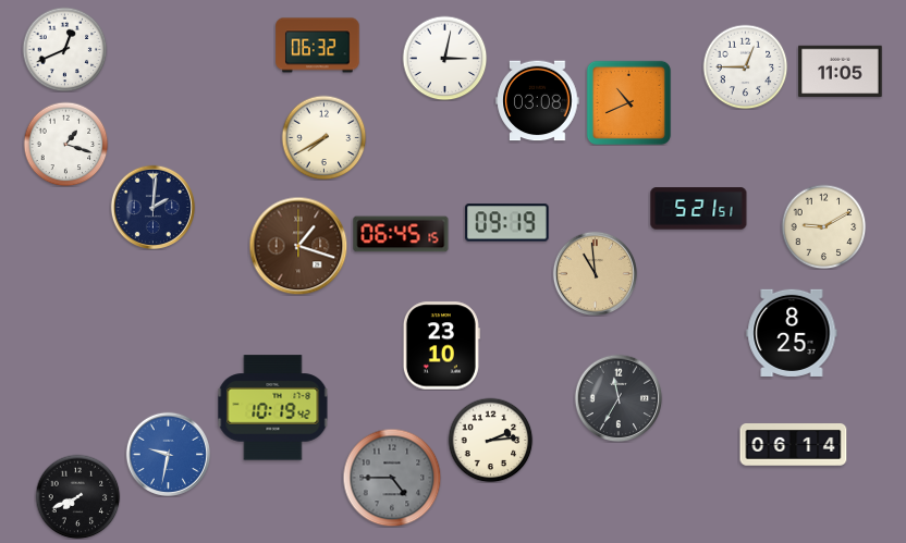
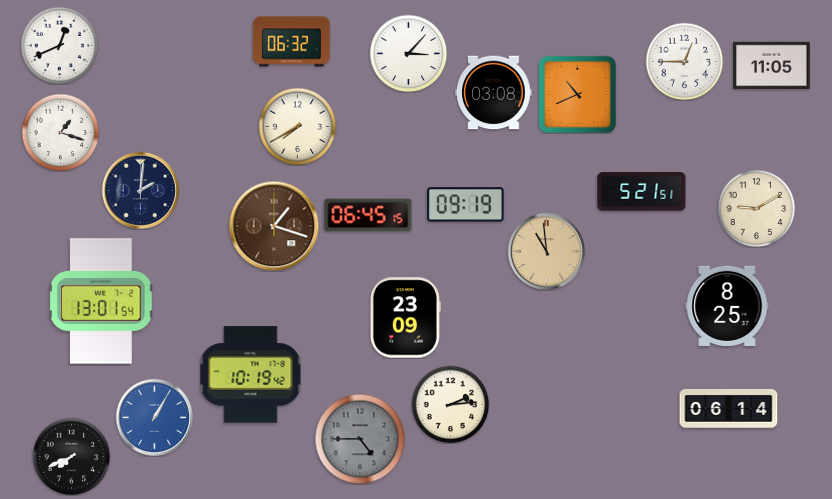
clock at (444, 58): 3:02 -> 3:07
clock at (101, 301): none -> 13:01
clock at (441, 346): 23:10 -> 23:09
clock at (619, 398): 11:35 -> none
clock at (168, 454): 9:32 -> 1:05
